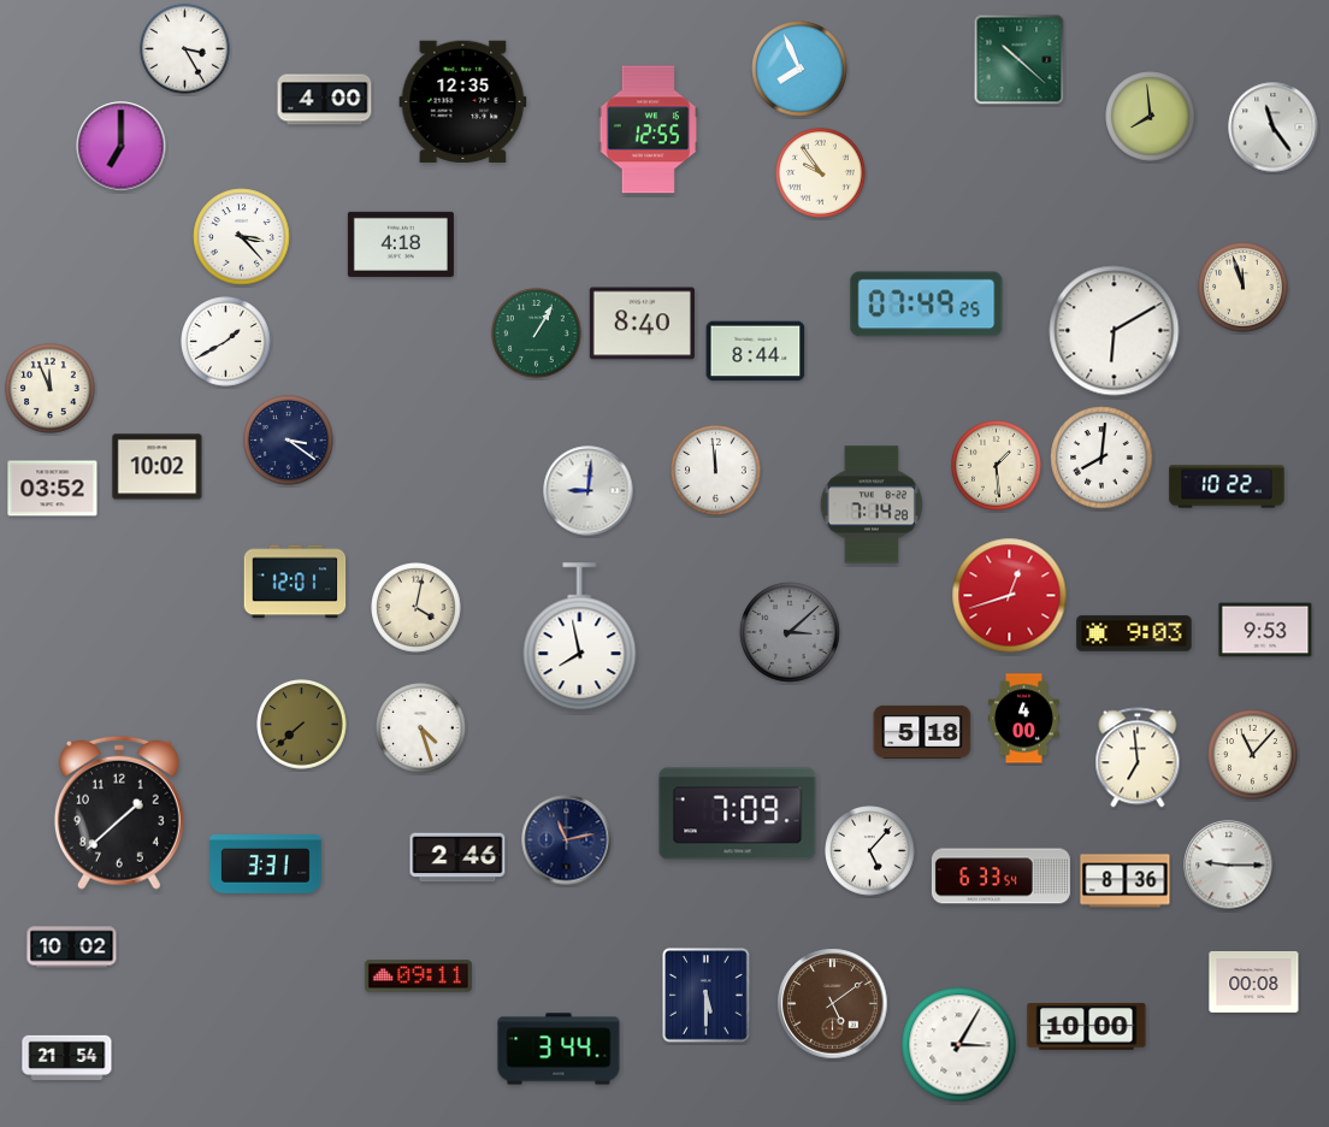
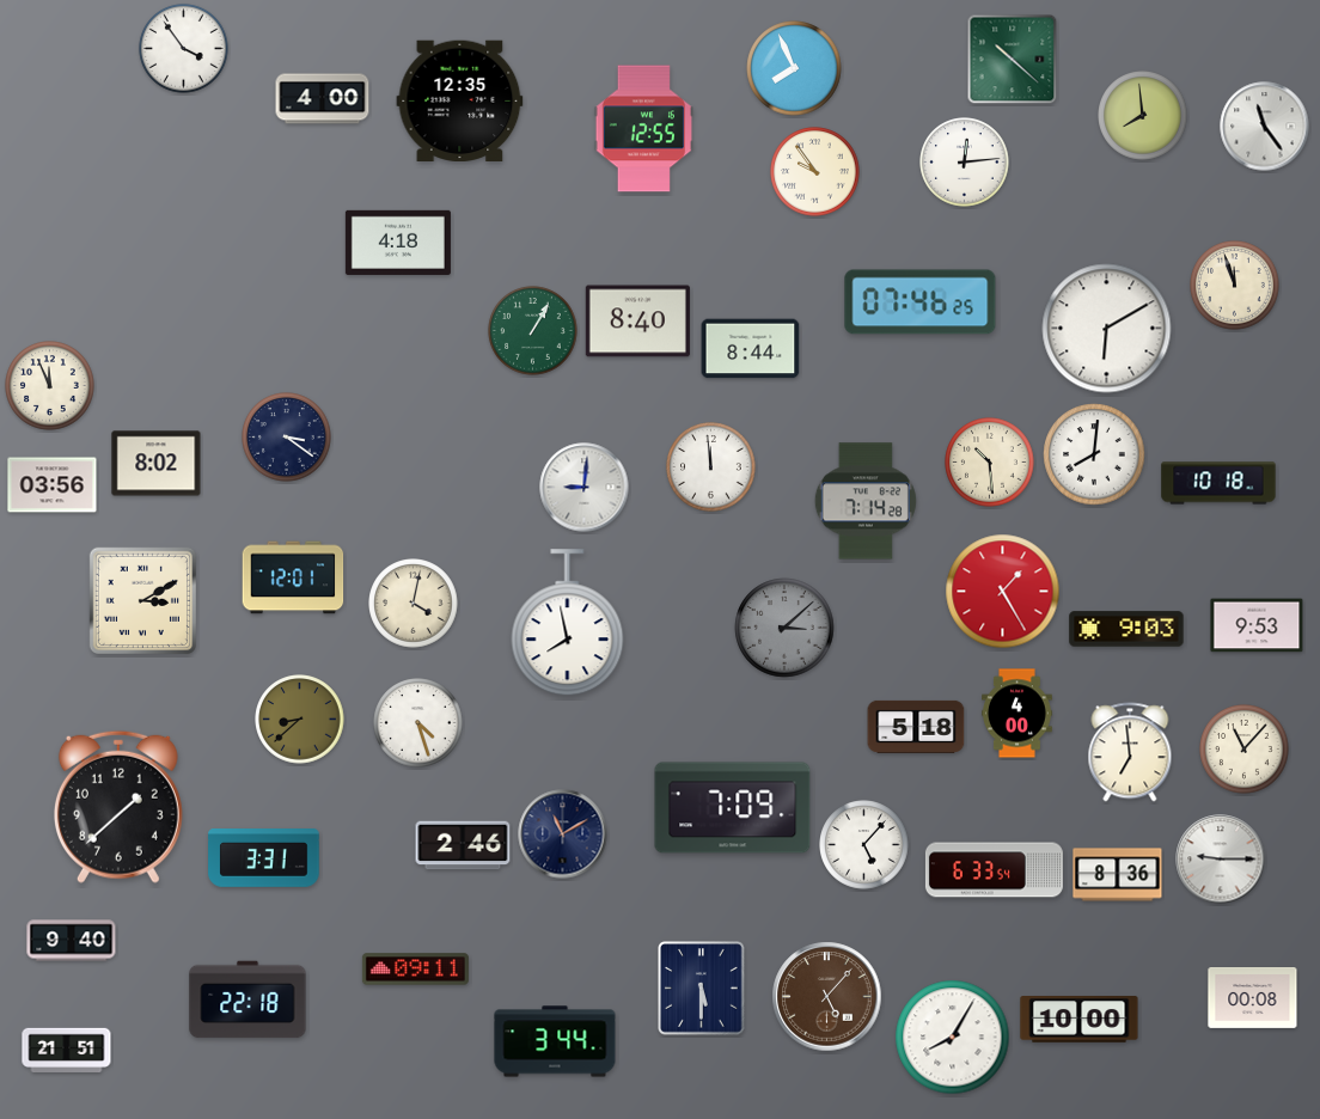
clock at (185, 49): 3:25 -> 3:54
clock at (122, 147): 7:00 -> none
clock at (965, 163): none -> 12:14
clock at (242, 237): 3:23 -> none
clock at (927, 305): 07:49 -> 07:46
clock at (226, 342): 1:40 -> none
clock at (997, 466): 1:29 -> 10:29
clock at (158, 467): 10:02 -> 8:02
clock at (1227, 486): 10:22 -> 10:18
clock at (53, 489): 03:52 -> 03:56
clock at (1010, 596): 12:42 -> 1:25
clock at (142, 600): none -> 3:10
clock at (580, 637) position: (580, 637) -> (568, 623)
clock at (302, 725): 7:38 -> 8:38
clock at (567, 840): 11:13 -> 11:10
clock at (457, 857) position: (457, 857) -> (463, 845)
clock at (72, 948): 10:02 -> 9:40
clock at (1254, 983) position: (1254, 983) -> (1253, 998)
clock at (833, 1004): 5:09 -> 5:07
clock at (247, 999): none -> 22:18
clock at (959, 1045): 3:05 -> 8:05
clock at (67, 1057): 21:54 -> 21:51
